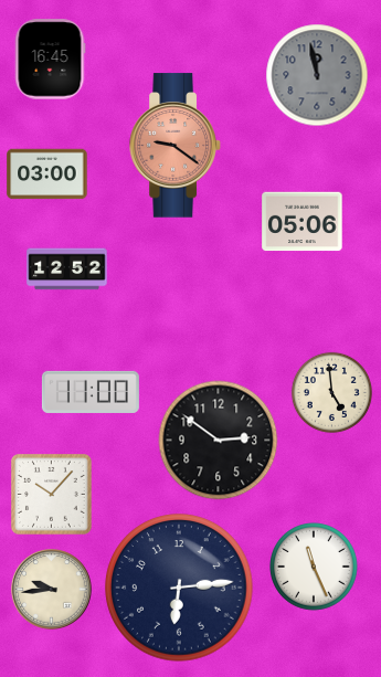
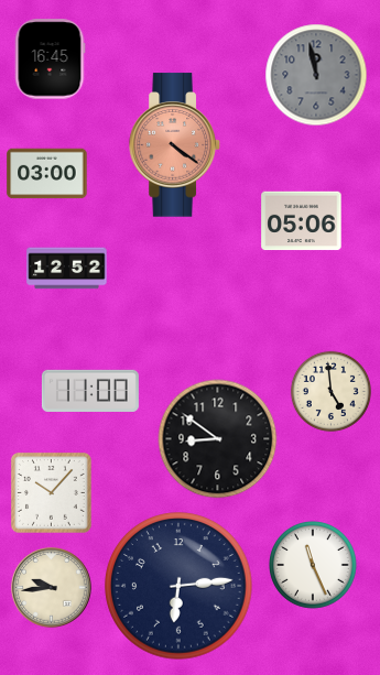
clock at (176, 146): 9:21 -> 4:21
clock at (219, 441): 2:51 -> 8:51
